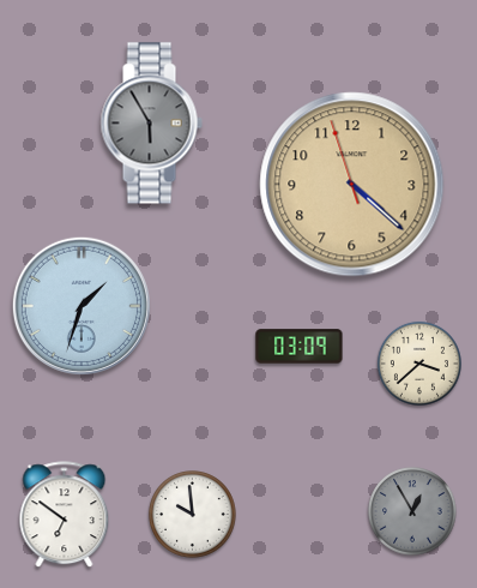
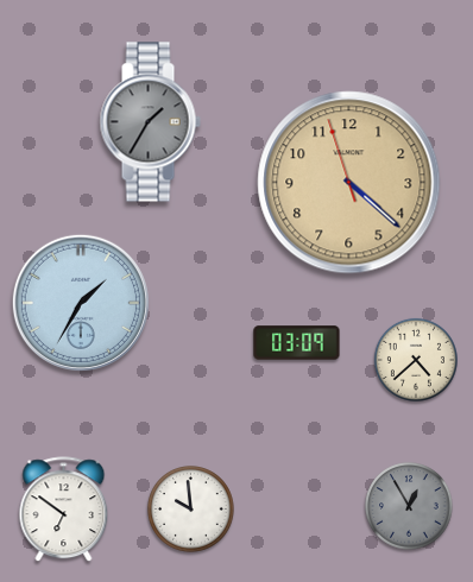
clock at (151, 124): 5:55 -> 1:35
clock at (81, 306): 1:33 -> 1:35
clock at (419, 364): 3:38 -> 4:38
